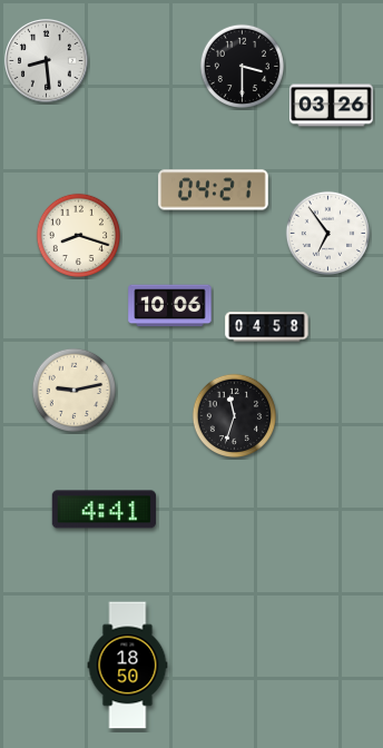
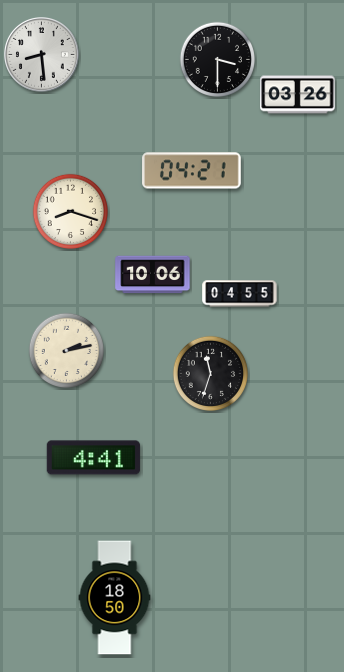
clock at (327, 233): 6:54 -> none
clock at (267, 327): 04:58 -> 04:55
clock at (73, 390): 9:13 -> 2:13
